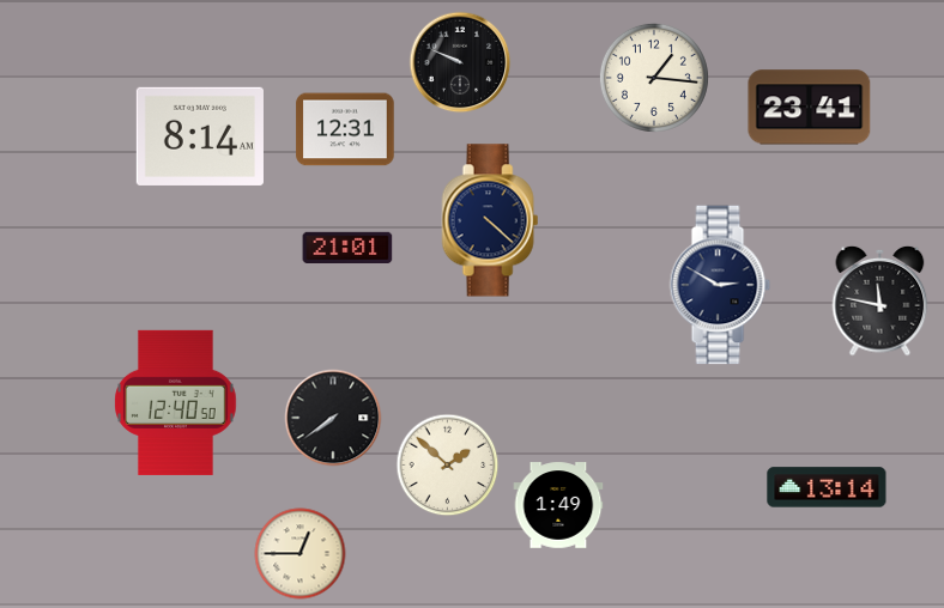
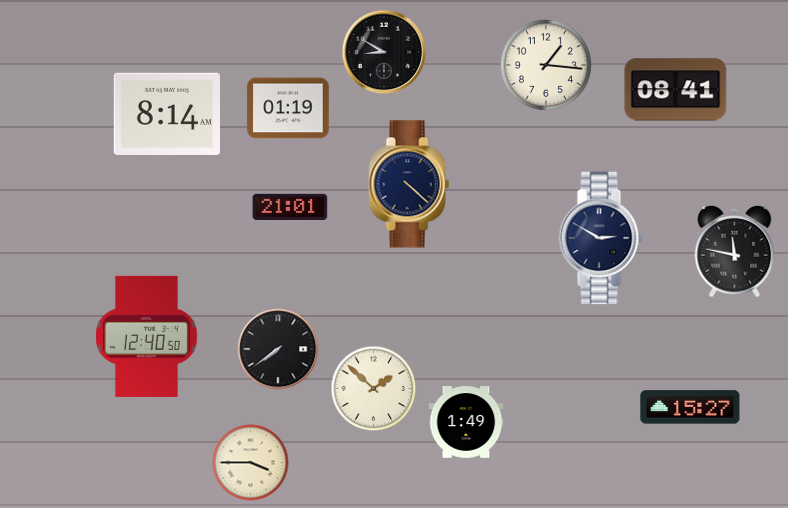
clock at (460, 62): 9:49 -> 8:50
clock at (810, 108): 23:41 -> 08:41
clock at (345, 129): 12:31 -> 01:19
clock at (827, 487): 13:14 -> 15:27
clock at (301, 554): 12:45 -> 3:45
